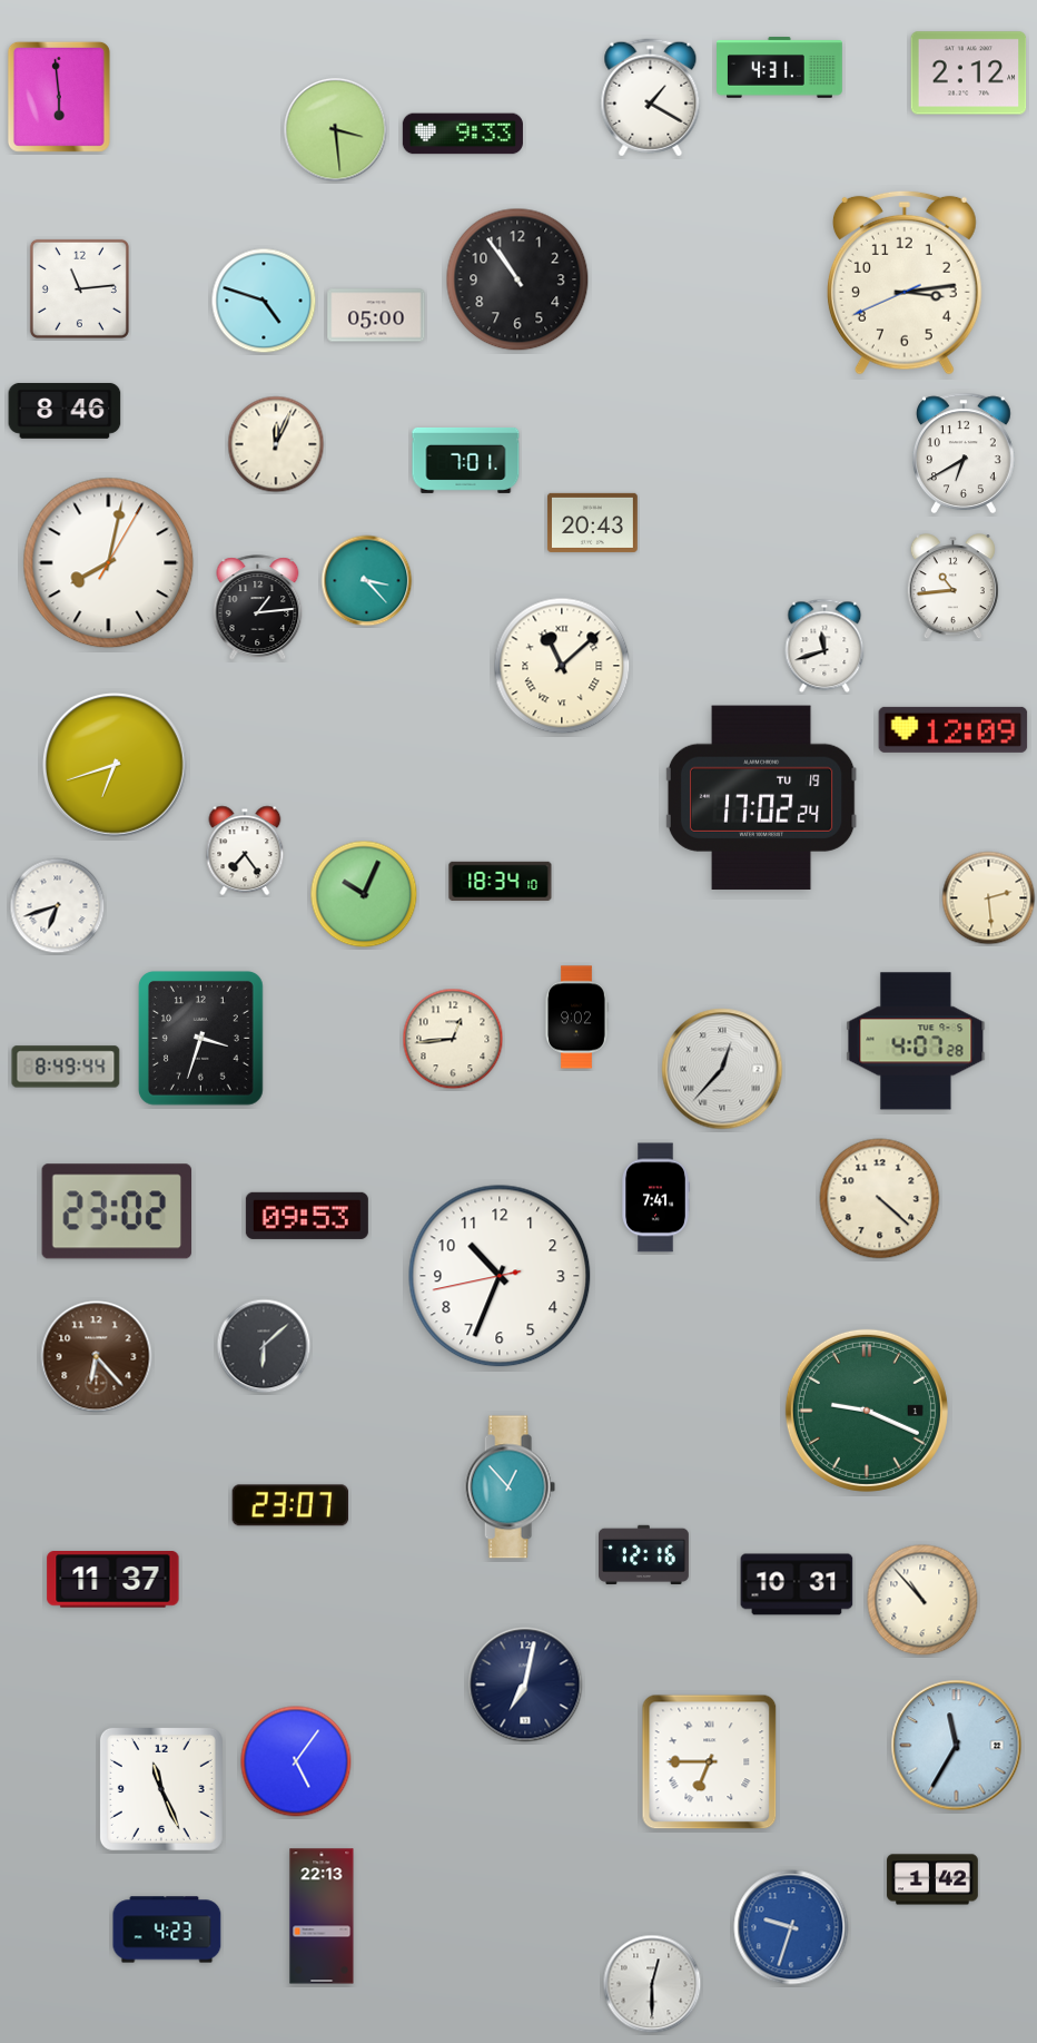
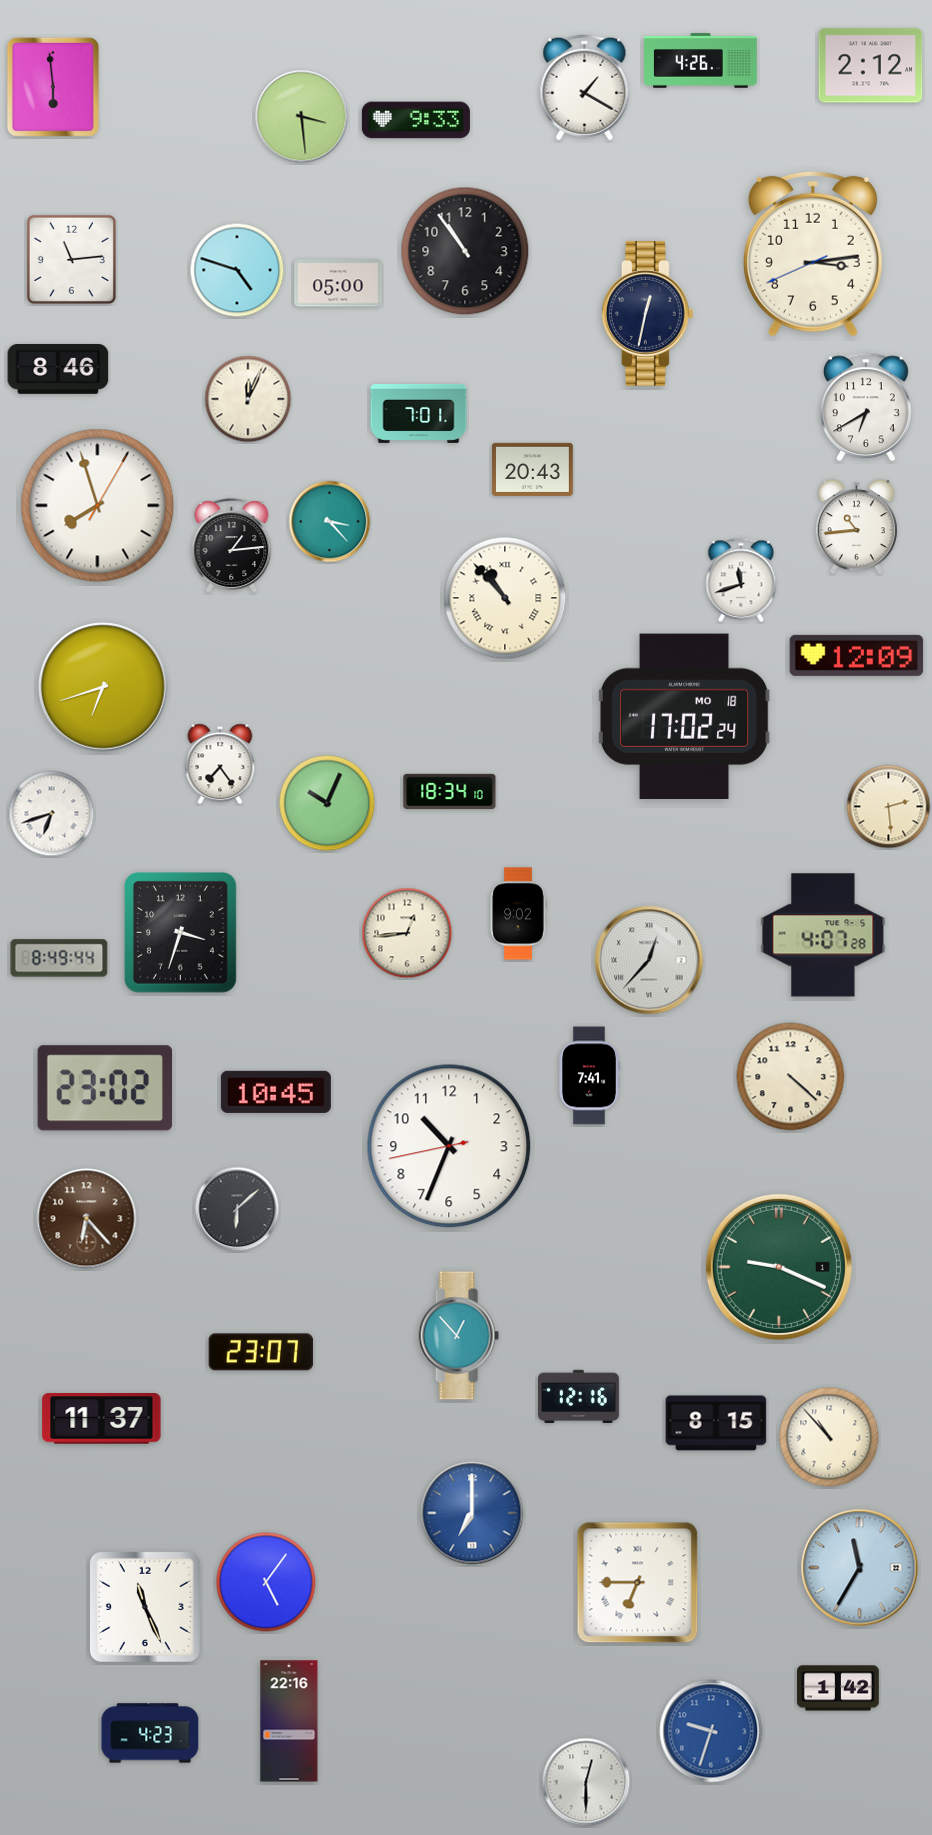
clock at (780, 68): 4:31 -> 4:26
clock at (647, 313): none -> 12:32
clock at (109, 563): 8:02 -> 7:57
clock at (562, 666): 11:08 -> 10:53
clock at (761, 797) date: TU 19 -> MO 18
clock at (307, 1216): 09:53 -> 10:45
clock at (797, 1584): 10:31 -> 8:15
clock at (525, 1685): 7:02 -> 7:00
clock at (525, 1685) dial: navy -> blue
clock at (322, 1916): 22:13 -> 22:16
